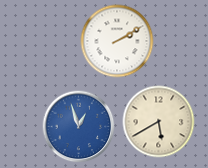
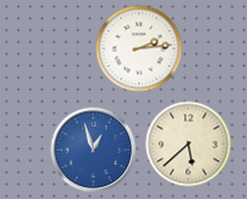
clock at (117, 41): 2:10 -> 2:14
clock at (159, 122): 5:40 -> 5:38
